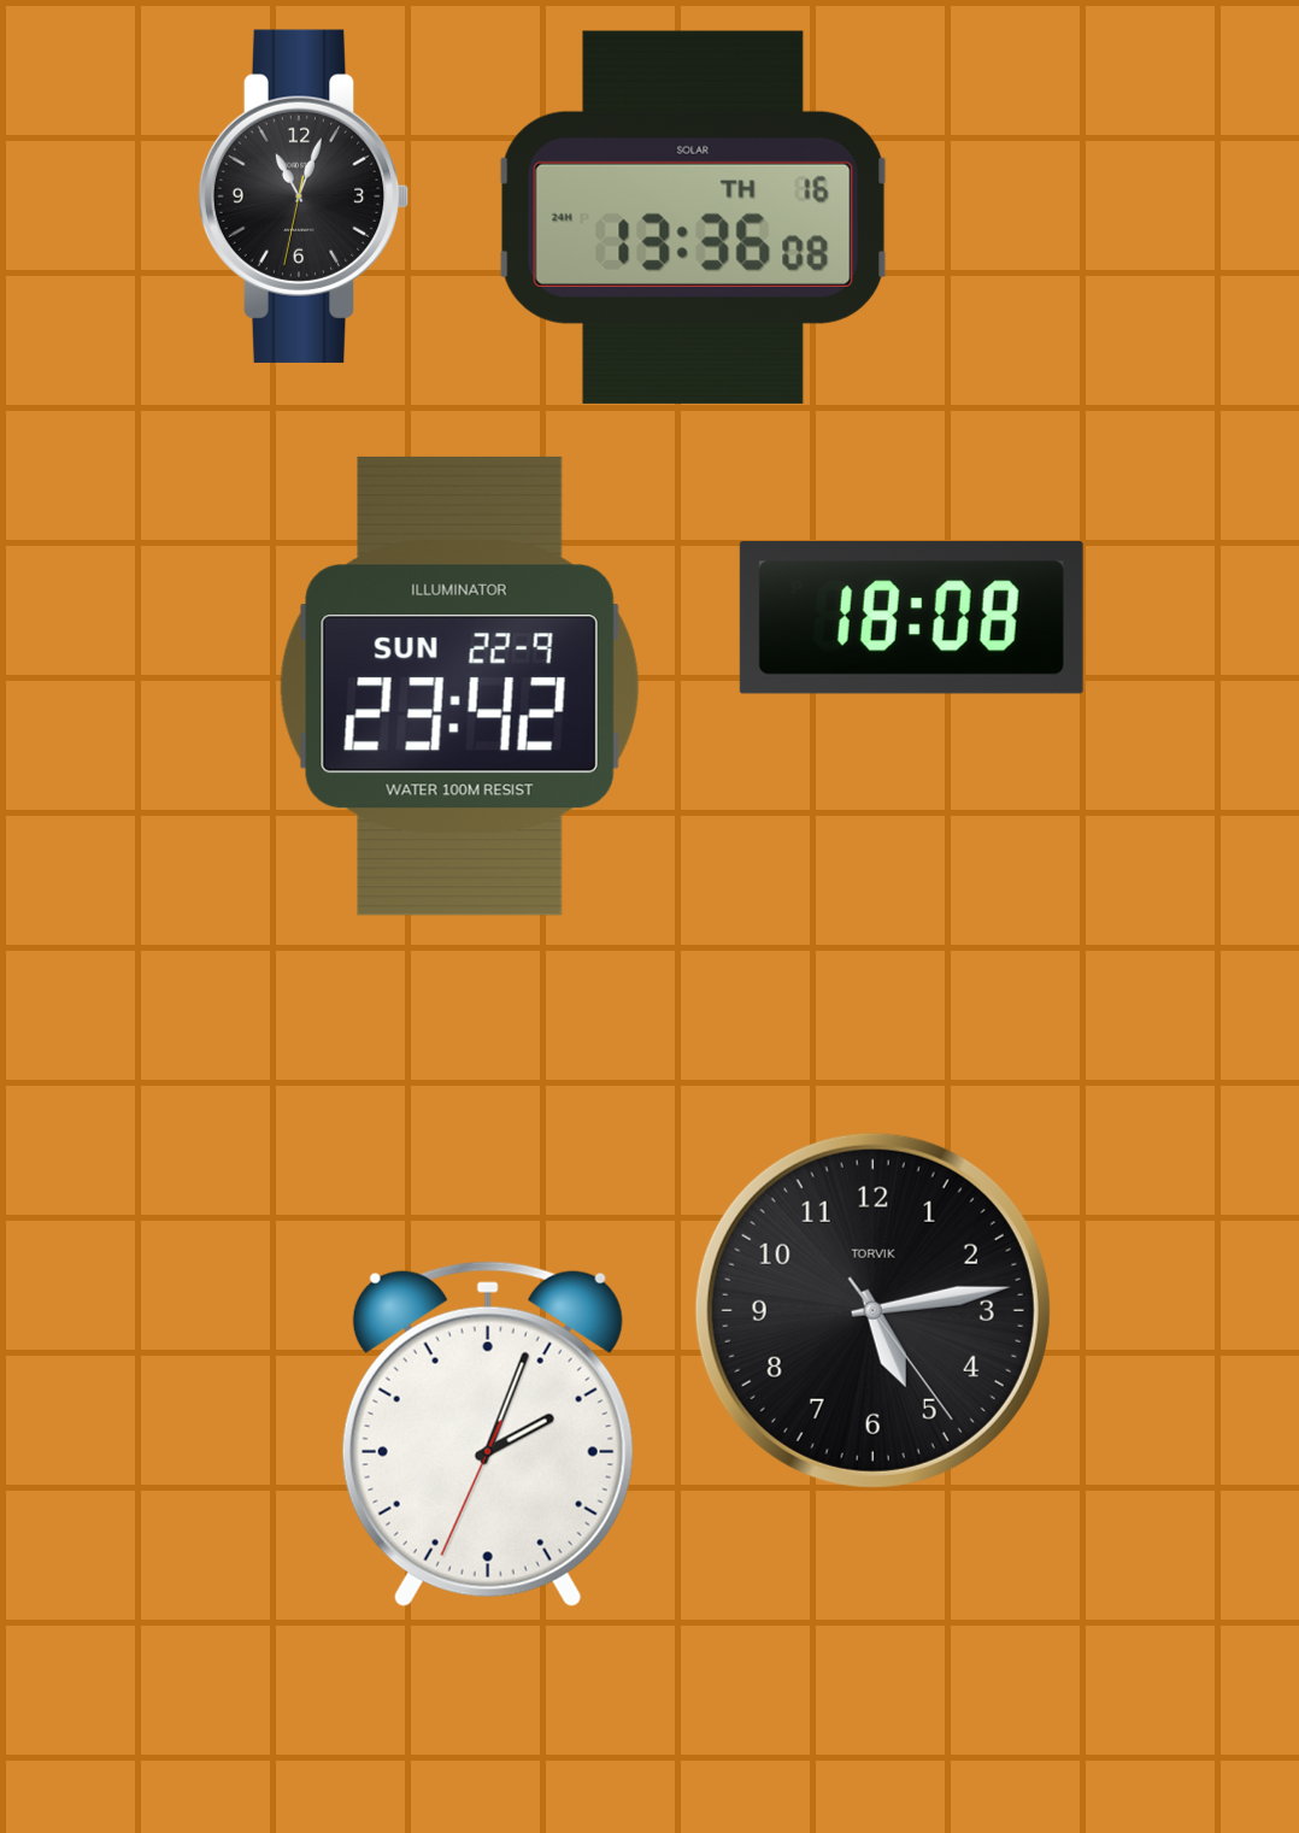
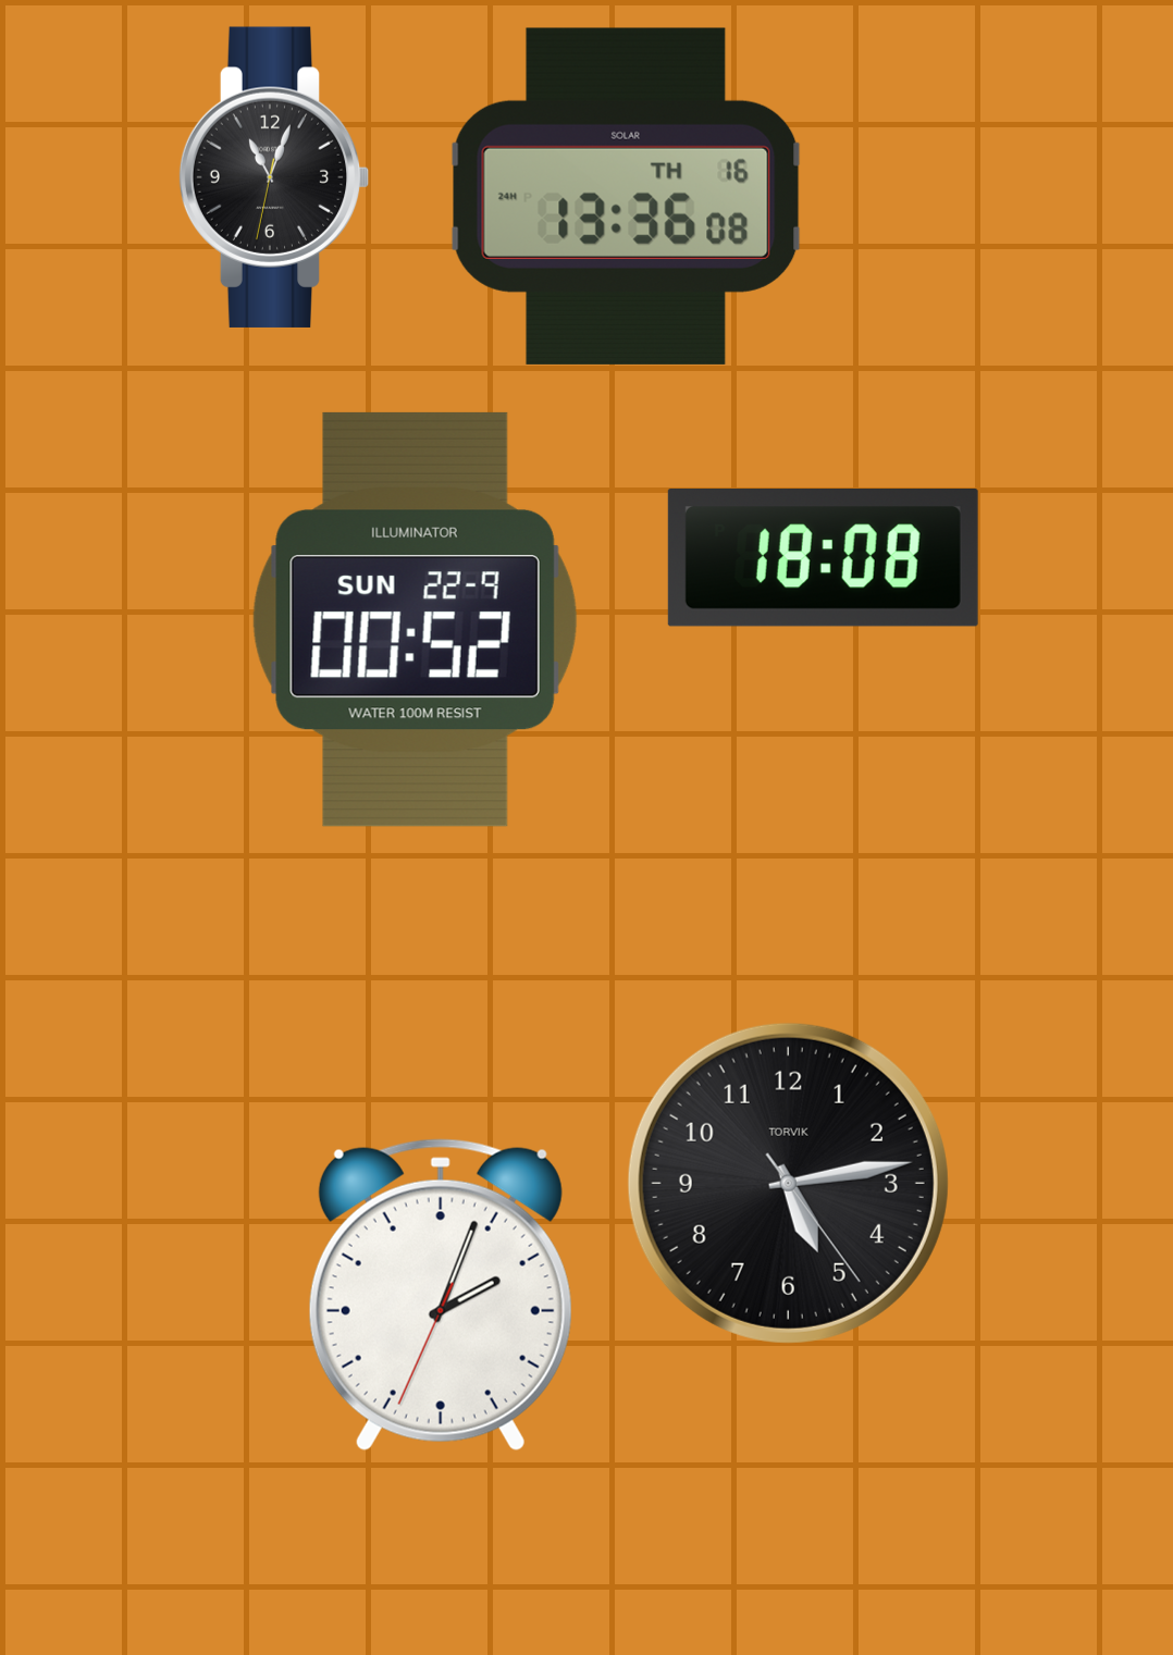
clock at (459, 686): 23:42 -> 00:52
